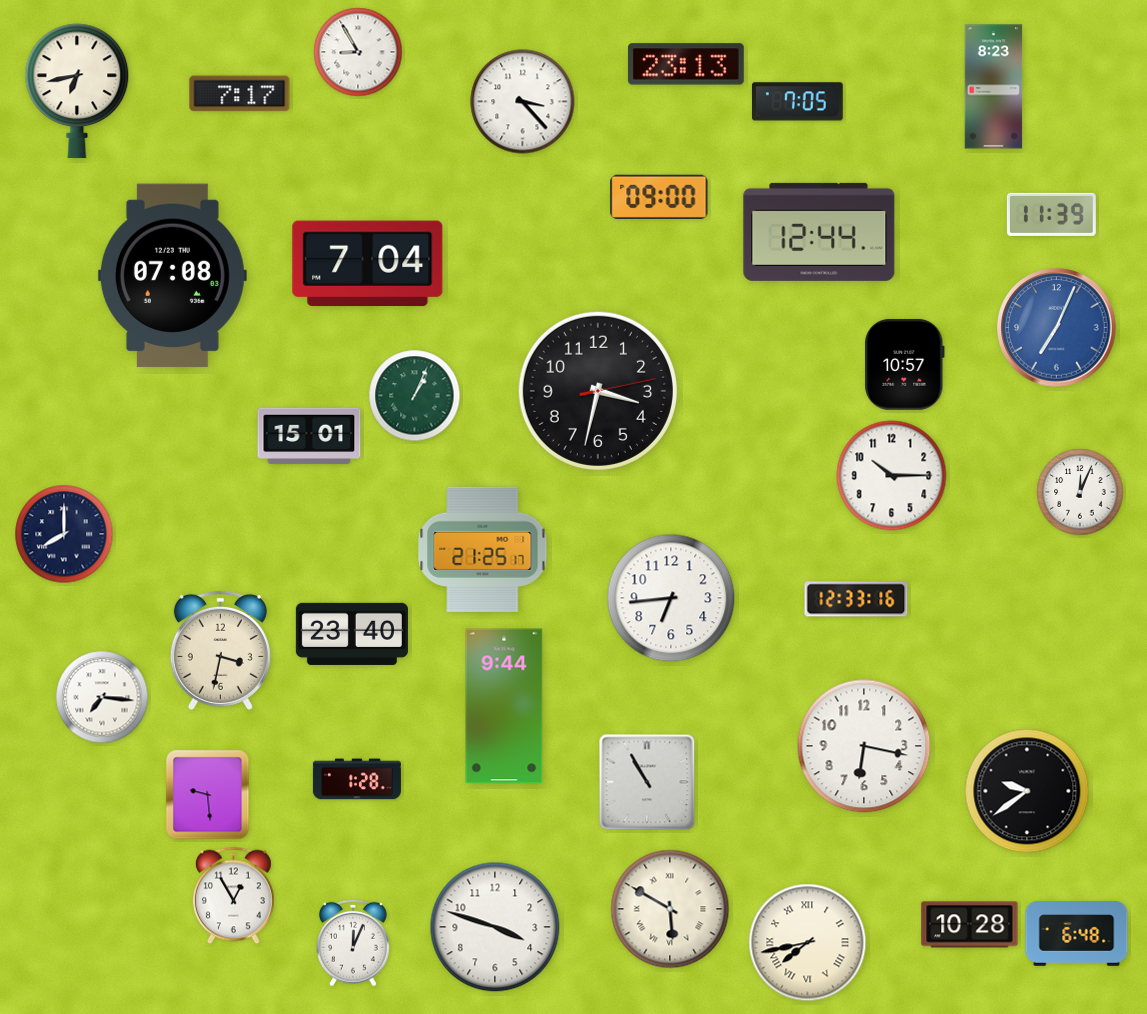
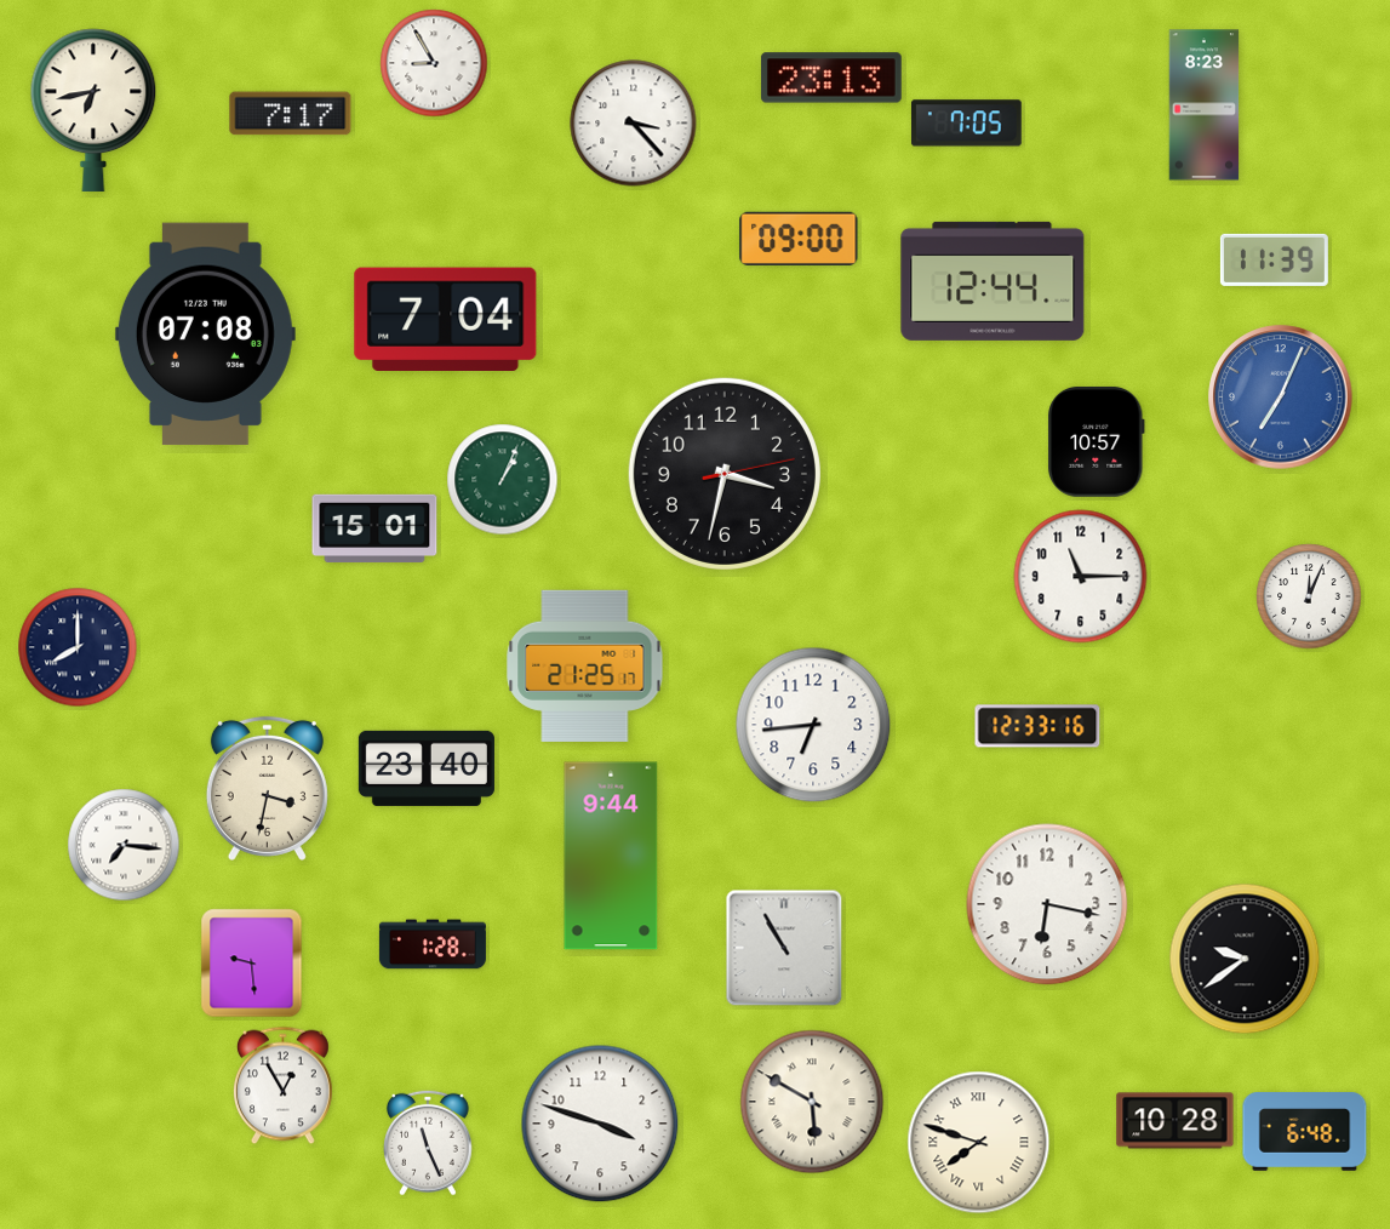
clock at (172, 276) position: (172, 276) -> (205, 335)
clock at (892, 476): 10:15 -> 11:15
clock at (354, 943): 12:04 -> 11:26
clock at (808, 943): 7:43 -> 7:48
